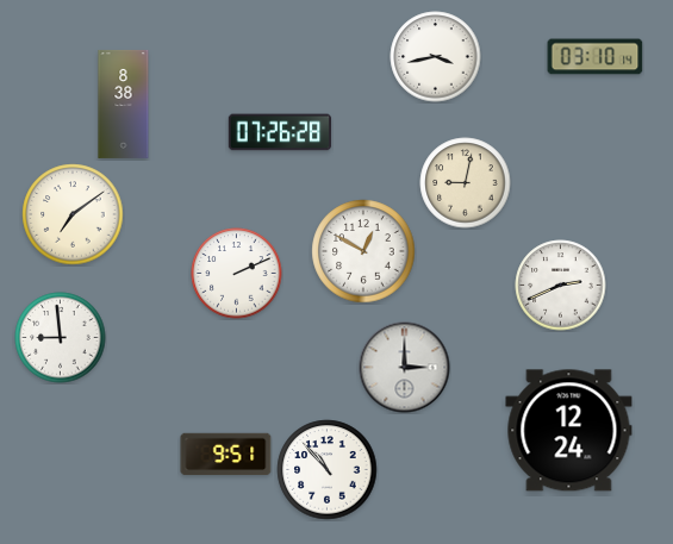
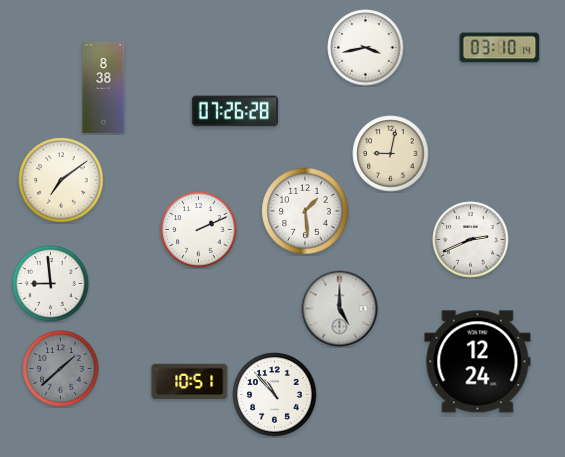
clock at (363, 251): 12:50 -> 1:29
clock at (405, 368): 3:00 -> 5:00
clock at (61, 369): none -> 1:38
clock at (226, 455): 9:51 -> 10:51
